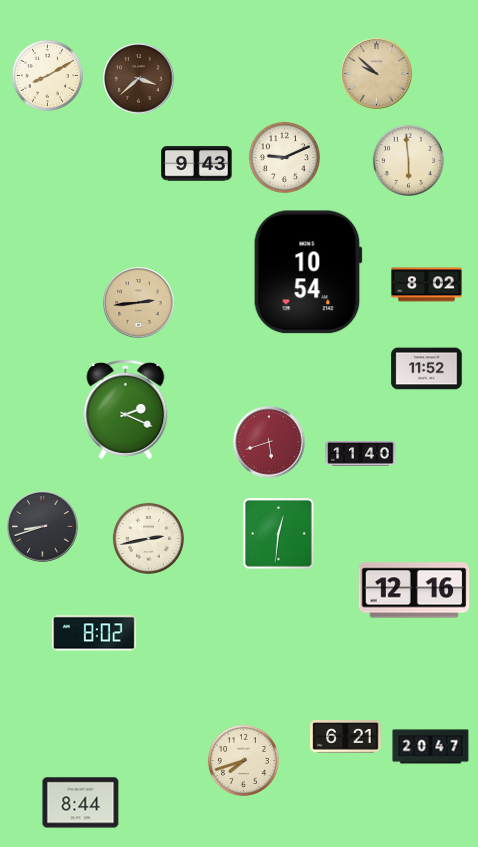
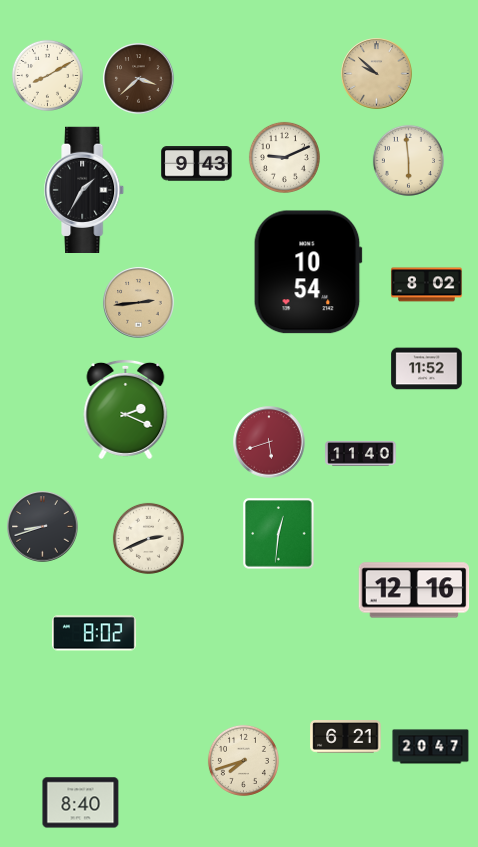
clock at (85, 189): none -> 1:35
clock at (148, 538): 2:43 -> 2:41
clock at (81, 803): 8:44 -> 8:40
